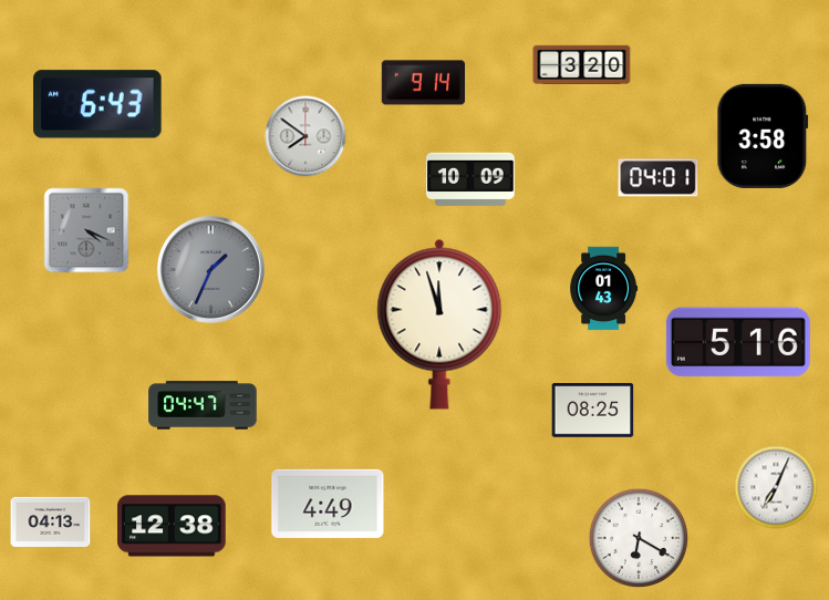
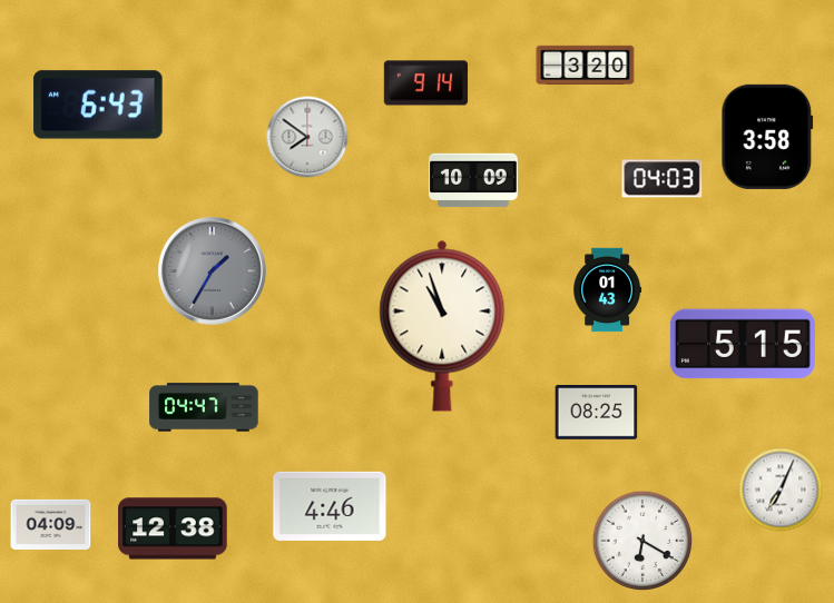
clock at (659, 178): 04:01 -> 04:03
clock at (86, 230): 4:19 -> none
clock at (210, 269): 1:34 -> 1:35
clock at (439, 324): 11:57 -> 10:57
clock at (738, 342): 5:16 -> 5:15
clock at (328, 504): 4:49 -> 4:46
clock at (51, 521): 04:13 -> 04:09
